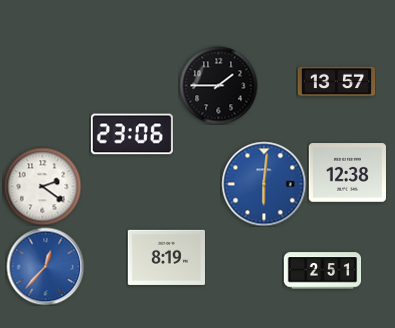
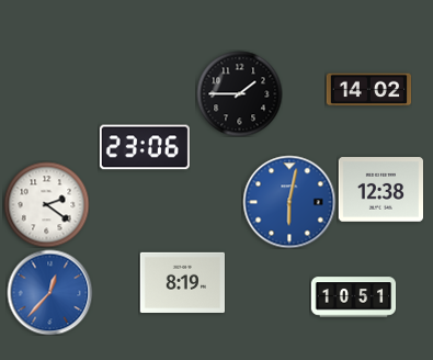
clock at (336, 82): 13:57 -> 14:02
clock at (264, 184): 6:01 -> 6:02
clock at (322, 271): 2:51 -> 10:51
